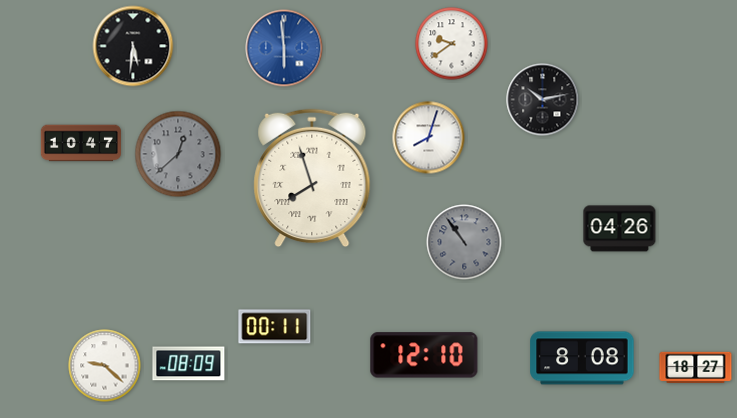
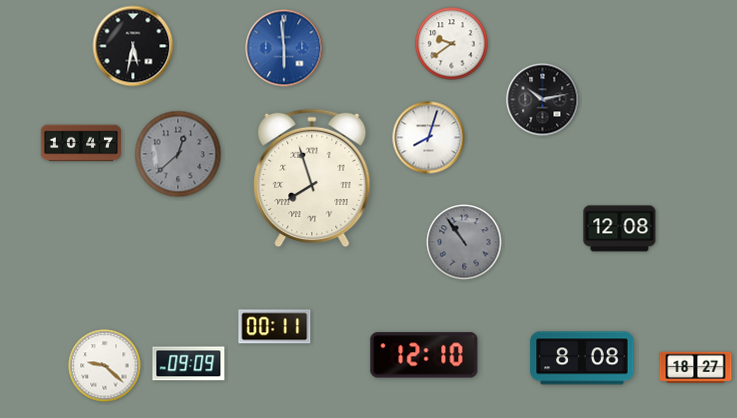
clock at (133, 46): 5:31 -> 5:32
clock at (620, 229): 04:26 -> 12:08
clock at (189, 364): 08:09 -> 09:09
